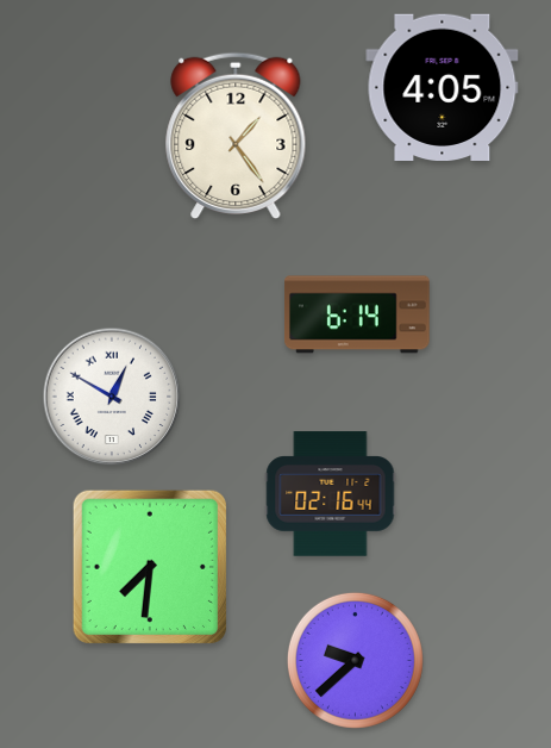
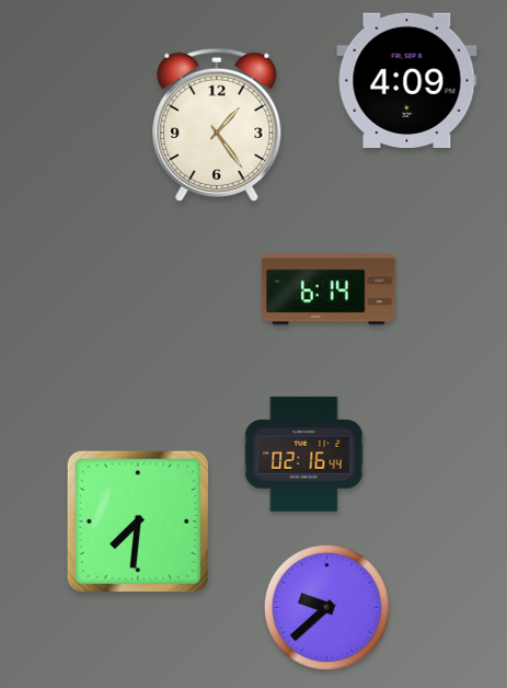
clock at (443, 87): 4:05 -> 4:09
clock at (112, 397): 12:50 -> none
